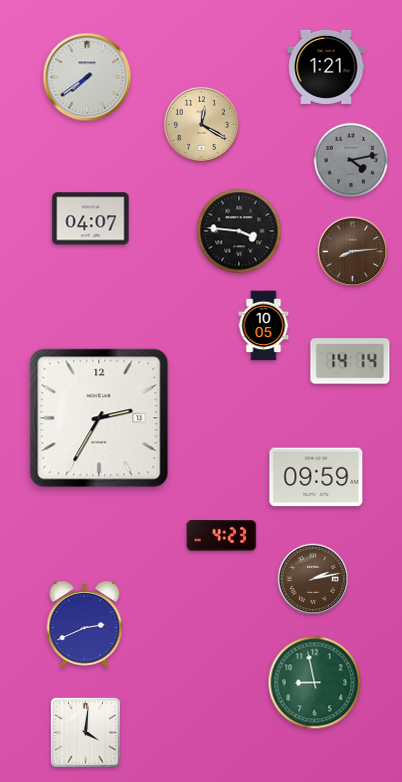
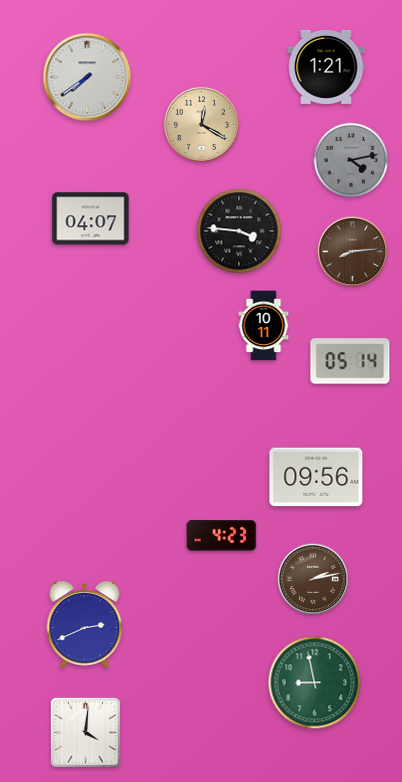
clock at (264, 326): 10:05 -> 10:11
clock at (350, 361): 14:14 -> 05:14
clock at (99, 418): 2:35 -> none
clock at (316, 477): 09:59 -> 09:56
